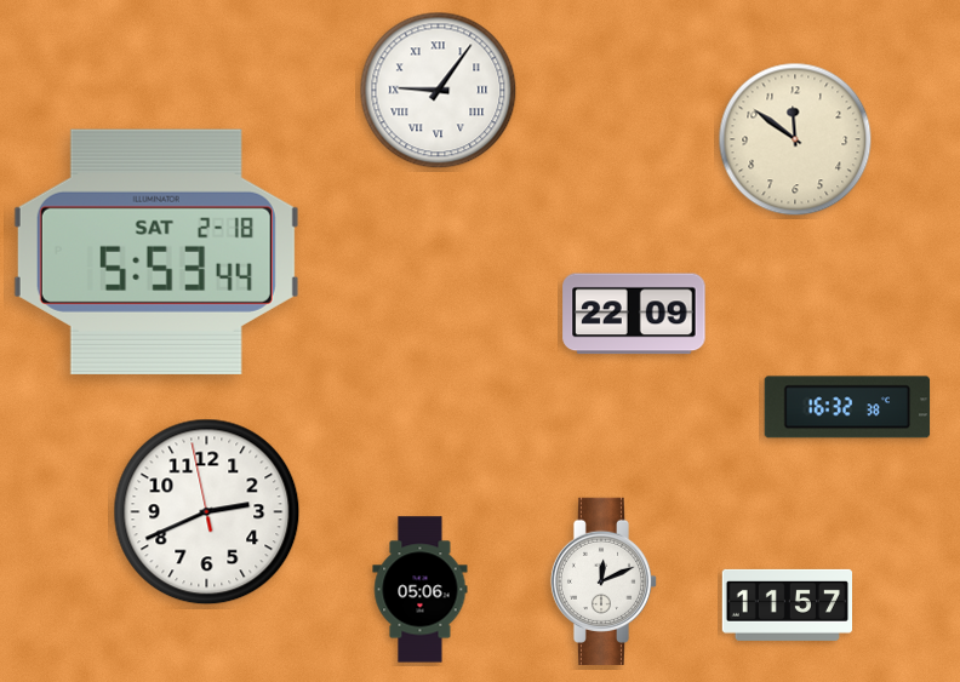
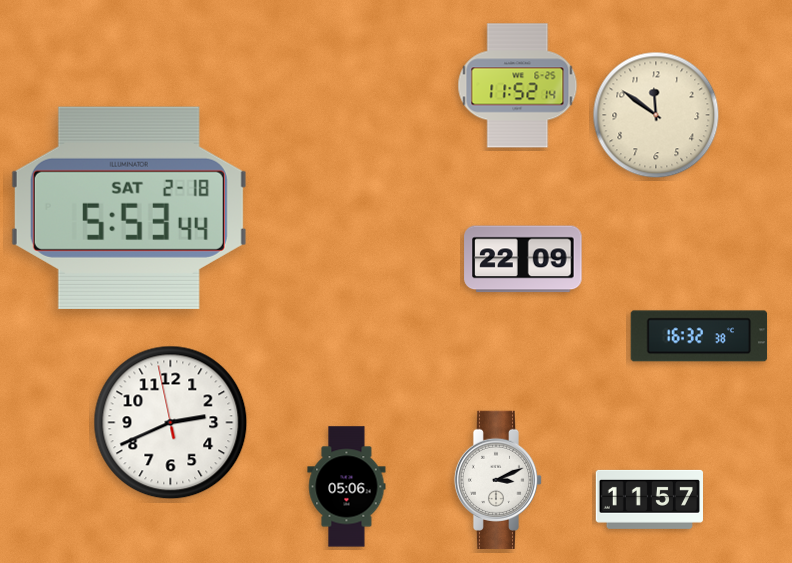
clock at (439, 91): 9:06 -> none
clock at (518, 86): none -> 11:52
clock at (604, 581): 12:11 -> 3:11
